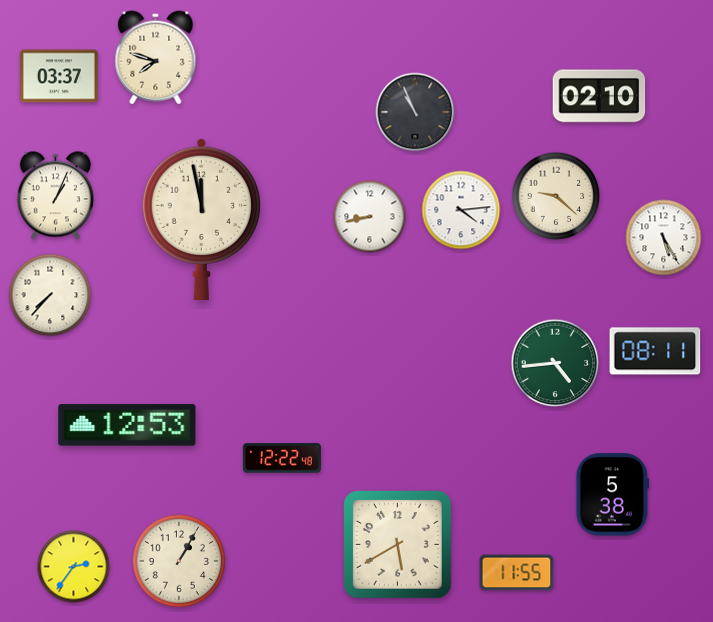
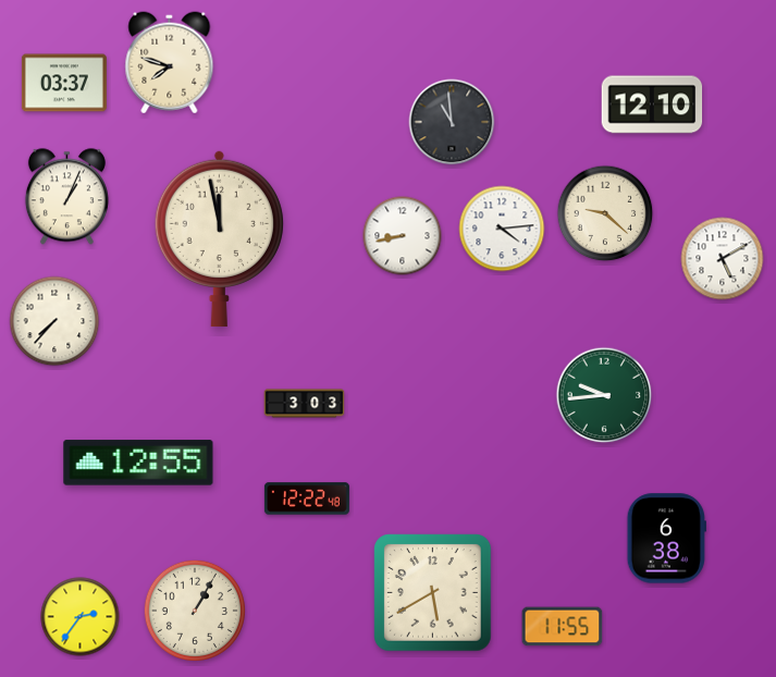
clock at (599, 96): 02:10 -> 12:10
clock at (415, 112): 10:56 -> 10:59
clock at (55, 196) position: (55, 196) -> (66, 197)
clock at (664, 238): 5:25 -> 5:10
clock at (655, 351): 08:11 -> none
clock at (555, 363): 4:44 -> 9:44
clock at (305, 404): none -> 3:03
clock at (127, 425): 12:53 -> 12:55
clock at (612, 495): 5:38 -> 6:38
clock at (517, 573) position: (517, 573) -> (563, 627)
